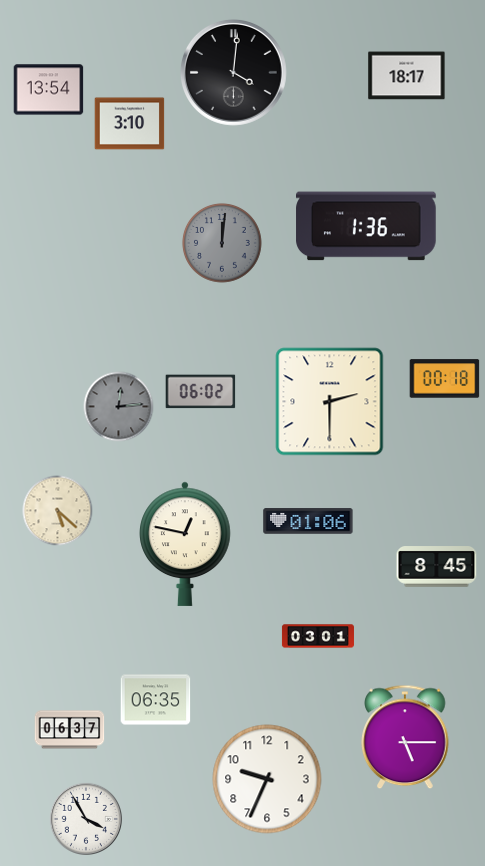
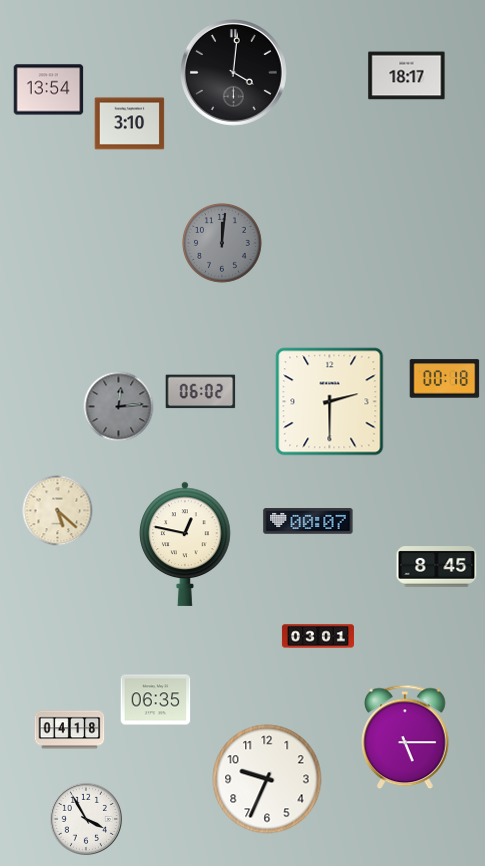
clock at (366, 226): 1:36 -> none
clock at (308, 521): 01:06 -> 00:07
clock at (70, 730): 06:37 -> 04:18
